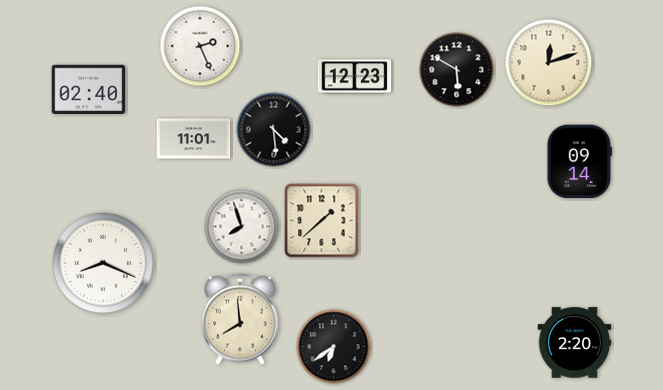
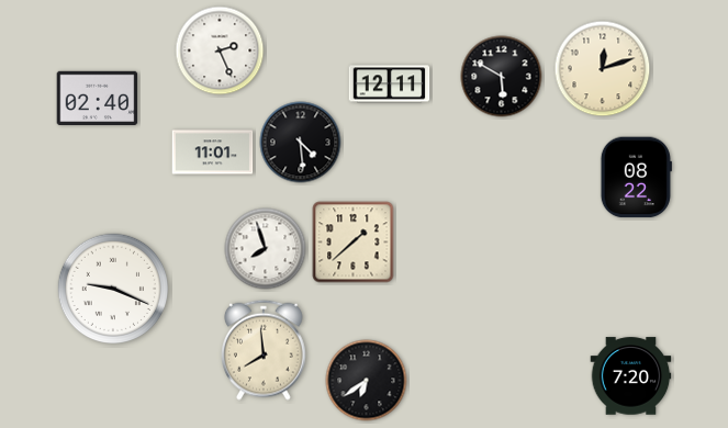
clock at (355, 77): 12:23 -> 12:11
clock at (579, 162): 09:14 -> 08:22
clock at (102, 262): 8:19 -> 9:19
clock at (575, 343): 2:20 -> 7:20
